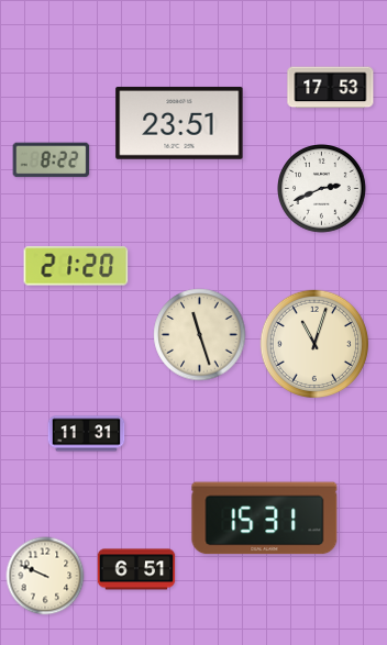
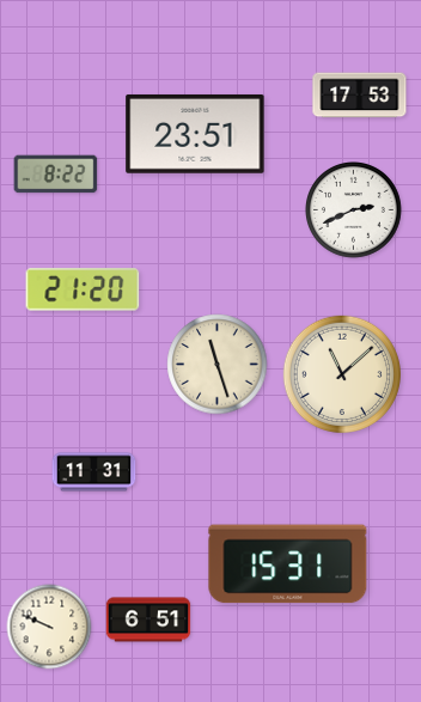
clock at (322, 189) position: (322, 189) -> (354, 210)
clock at (313, 343): 11:03 -> 11:08
